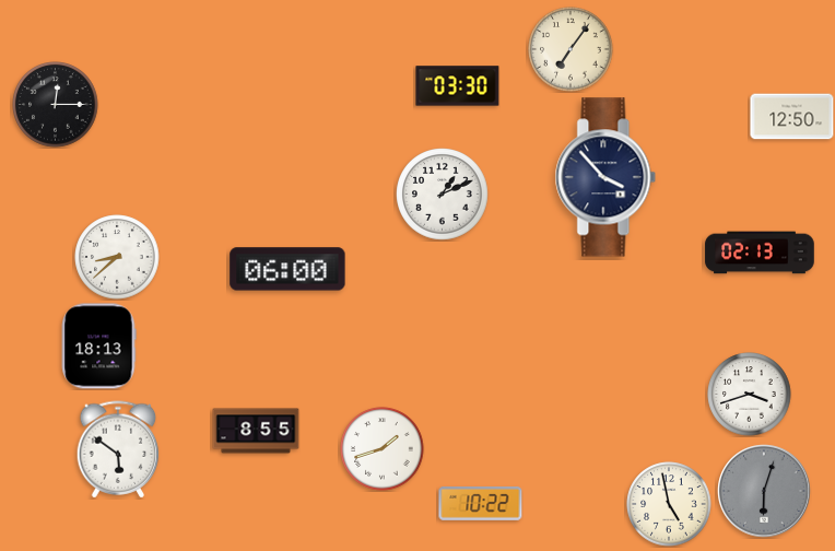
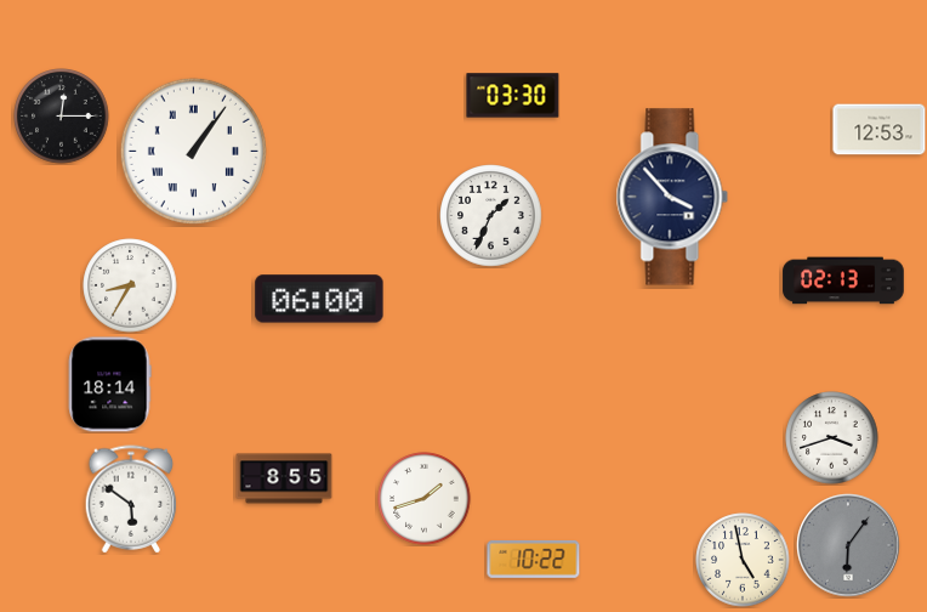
clock at (571, 49): 7:06 -> none
clock at (458, 86) position: (458, 86) -> (513, 96)
clock at (792, 117): 12:50 -> 12:53
clock at (193, 151): none -> 1:06
clock at (443, 195): 1:11 -> 1:34
clock at (117, 257): 8:38 -> 8:35
clock at (98, 347): 18:13 -> 18:14
clock at (764, 491): 6:03 -> 6:06
